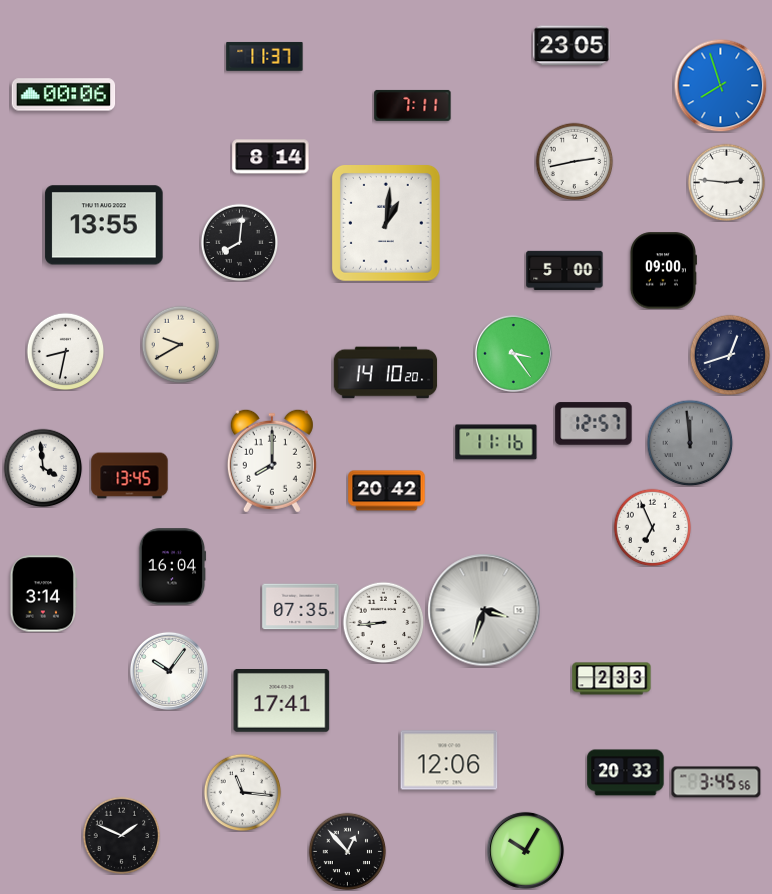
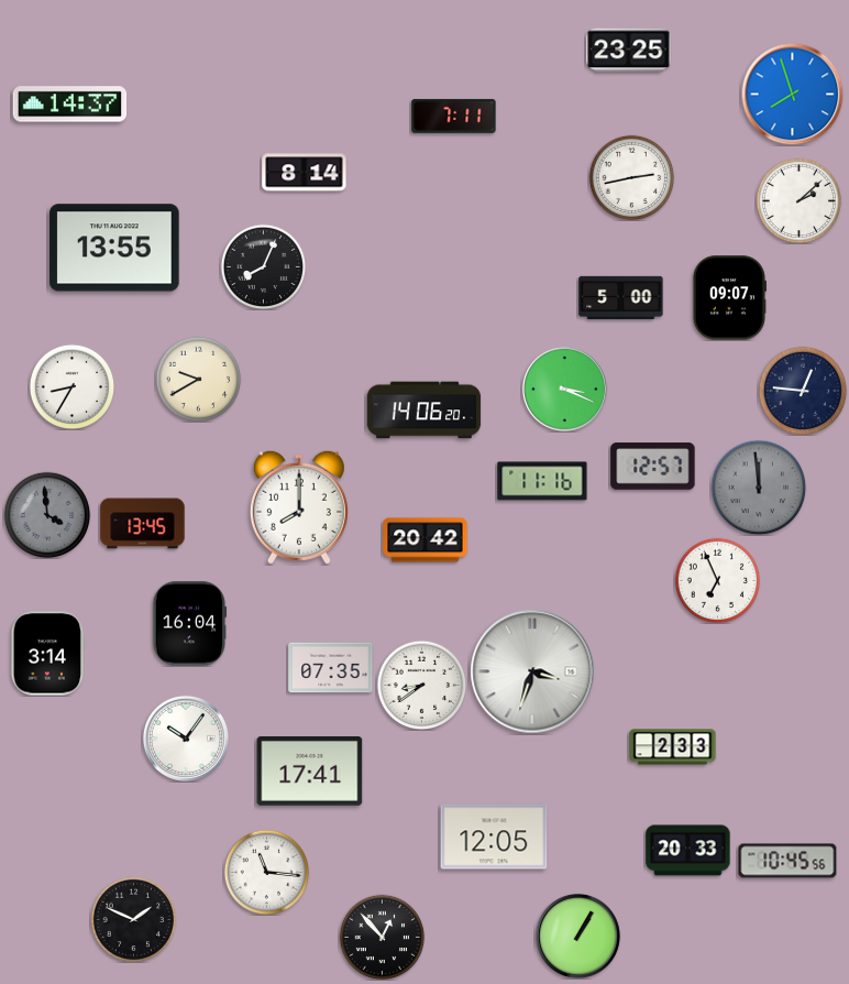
clock at (572, 46): 23:05 -> 23:25
clock at (265, 57): 11:37 -> none
clock at (64, 95): 00:06 -> 14:37
clock at (271, 157) position: (271, 157) -> (305, 173)
clock at (726, 182): 2:46 -> 2:08
clock at (386, 223): 1:01 -> none
clock at (239, 242): 8:01 -> 8:04
clock at (663, 271): 09:00 -> 09:07
clock at (65, 351): 8:32 -> 8:35
clock at (513, 353): 3:24 -> 3:19
clock at (730, 355): 12:42 -> 12:46
clock at (386, 373): 14:10 -> 14:06
clock at (496, 442) position: (496, 442) -> (542, 481)
clock at (43, 468) dial: white -> grey
clock at (383, 622): 8:44 -> 8:39
clock at (449, 760): 12:06 -> 12:05
clock at (716, 782): 3:45 -> 10:45
clock at (525, 850): 10:05 -> 1:05
